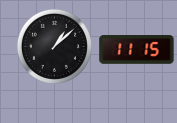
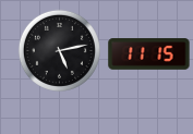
clock at (54, 46): 1:08 -> 5:13
